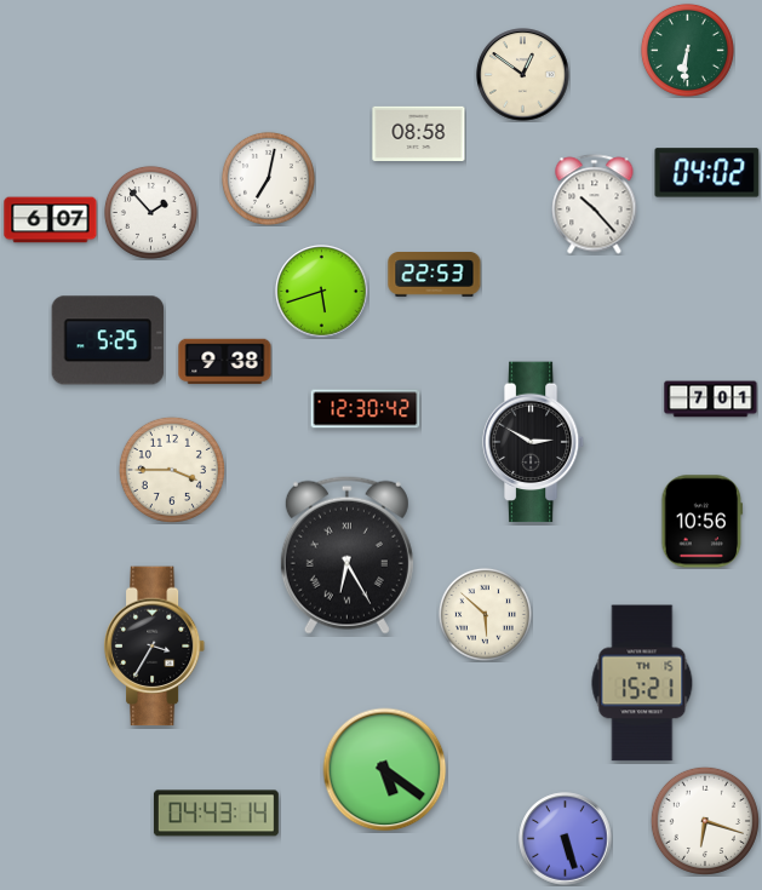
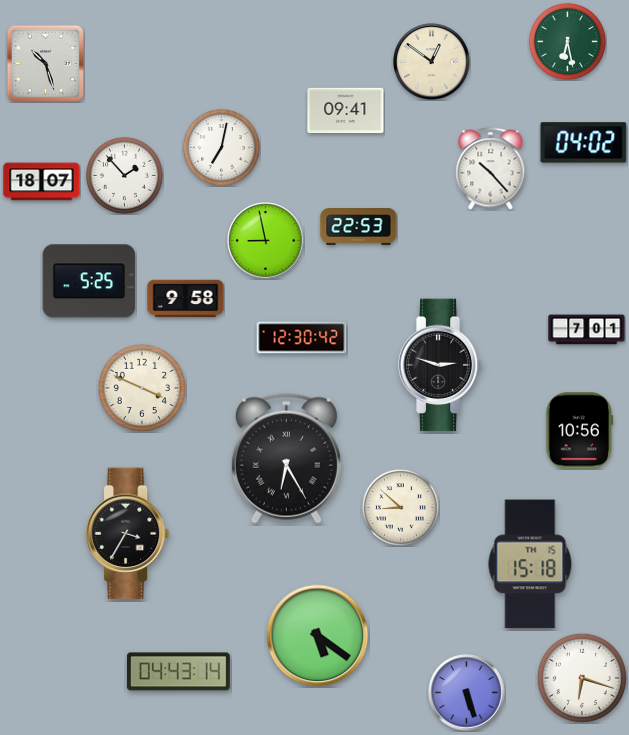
clock at (687, 50): 6:31 -> 6:28
clock at (45, 63): none -> 10:27
clock at (419, 133): 08:58 -> 09:41
clock at (51, 220): 6:07 -> 18:07
clock at (322, 292): 5:42 -> 8:58
clock at (225, 362): 9:38 -> 9:58
clock at (533, 442): 2:50 -> 2:48
clock at (172, 470): 3:45 -> 3:49
clock at (485, 614): 5:52 -> 8:52
clock at (642, 683): 15:21 -> 15:18
